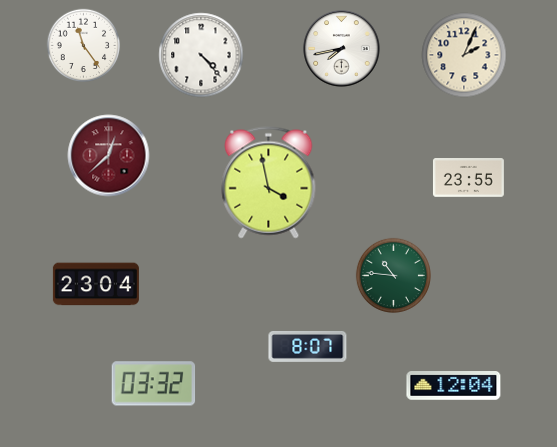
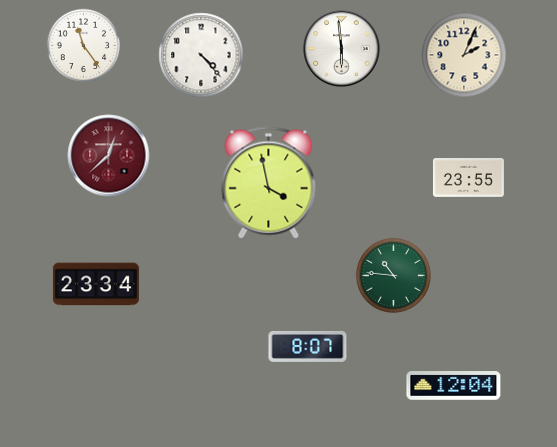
clock at (342, 49): 7:43 -> 5:59
clock at (96, 284): 23:04 -> 23:34
clock at (154, 384): 03:32 -> none
